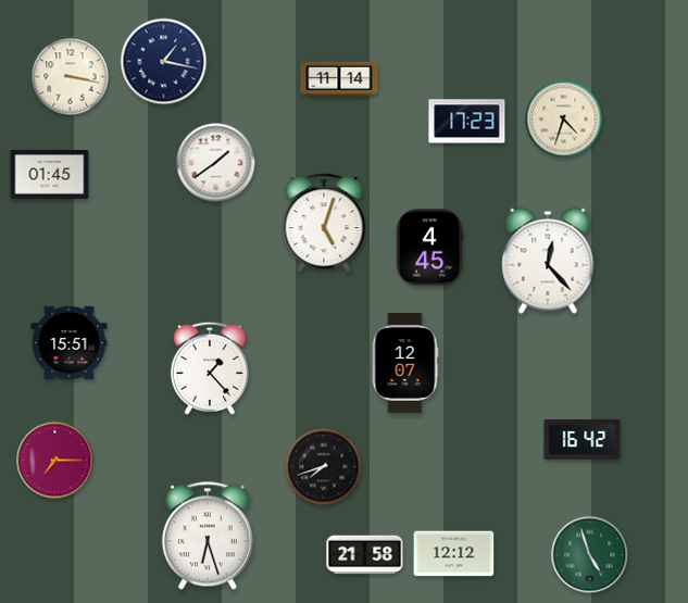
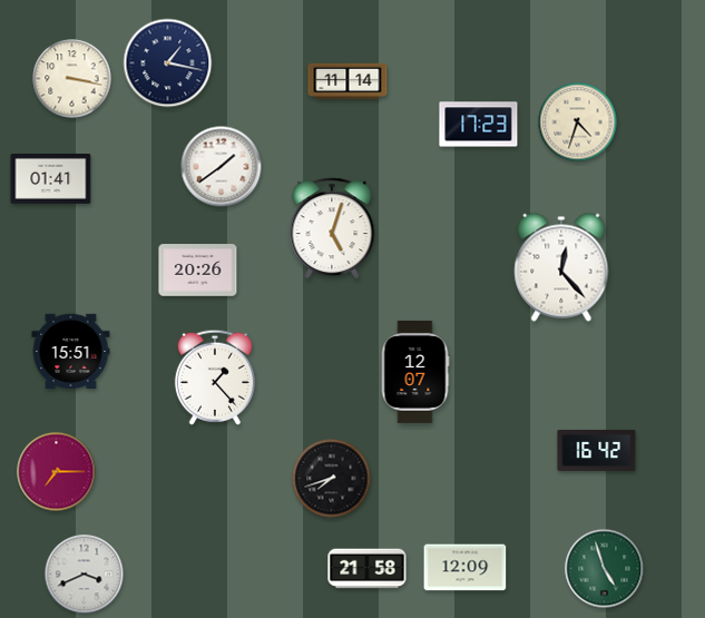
clock at (50, 175): 01:45 -> 01:41
clock at (429, 248): 4:45 -> none
clock at (198, 271): none -> 20:26
clock at (208, 536): 6:27 -> none
clock at (454, 554): 12:12 -> 12:09
clock at (365, 555) position: (365, 555) -> (368, 569)
clock at (85, 575): none -> 3:41
